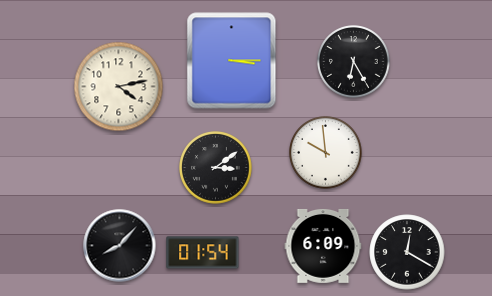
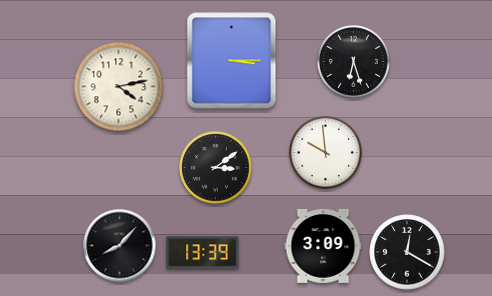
clock at (354, 62): 6:25 -> 6:27
clock at (323, 246): 6:09 -> 3:09
clock at (203, 253): 01:54 -> 13:39
